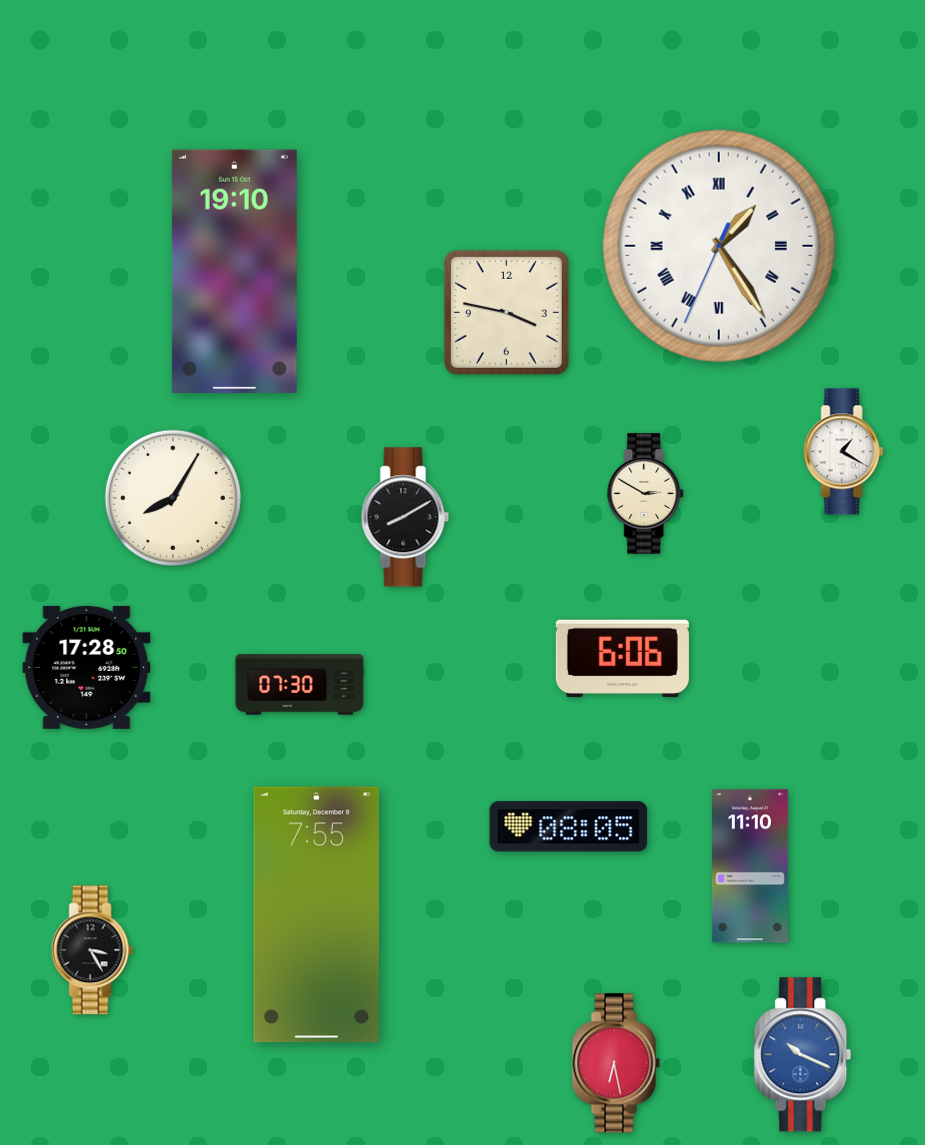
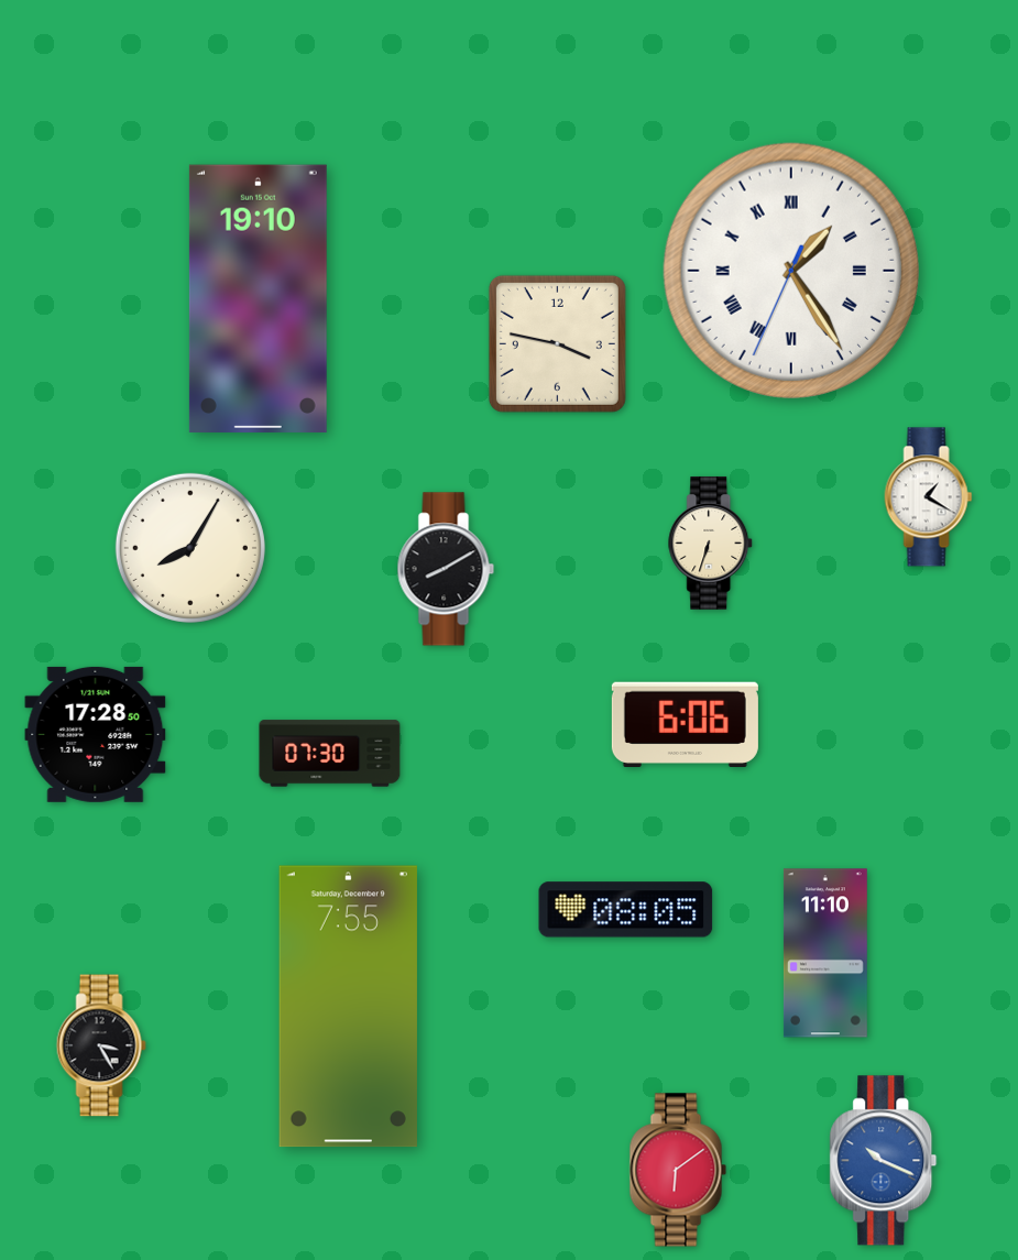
clock at (646, 493): 2:50 -> 6:33
clock at (616, 1063): 6:28 -> 6:09
